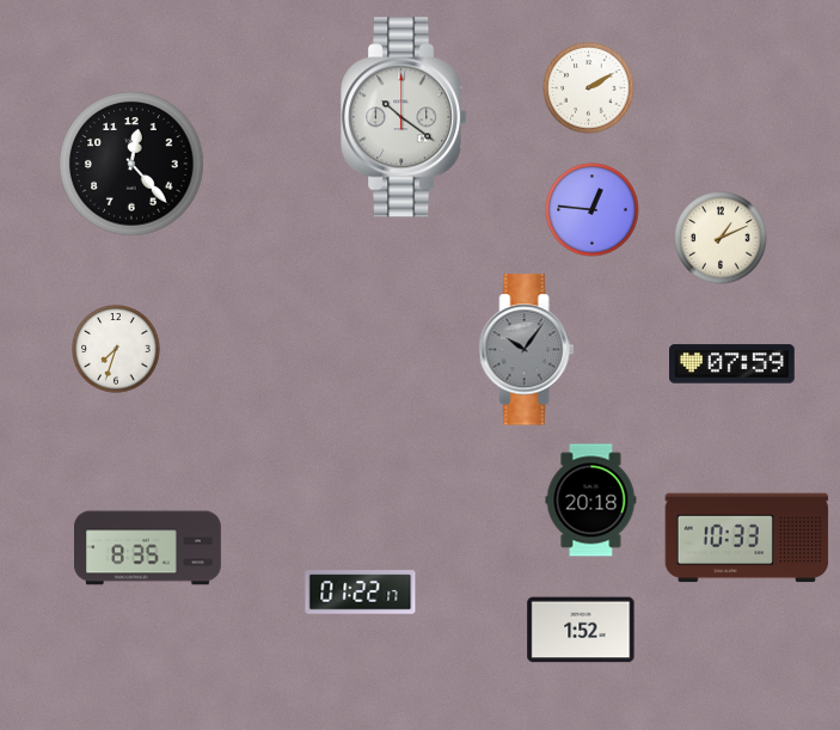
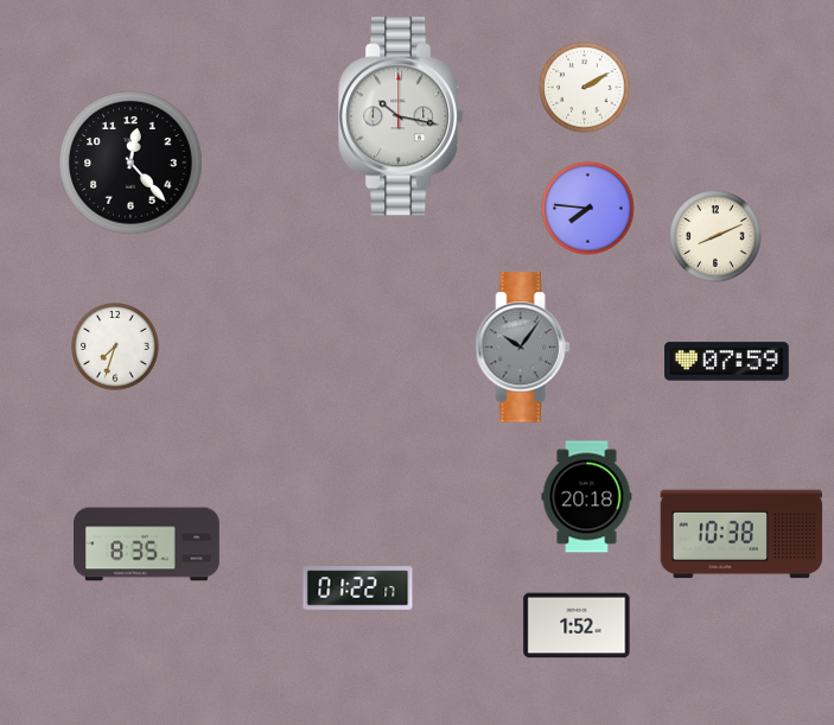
clock at (405, 117): 10:21 -> 10:17
clock at (593, 210): 12:46 -> 7:46
clock at (721, 238): 1:11 -> 8:11
clock at (747, 538): 10:33 -> 10:38
